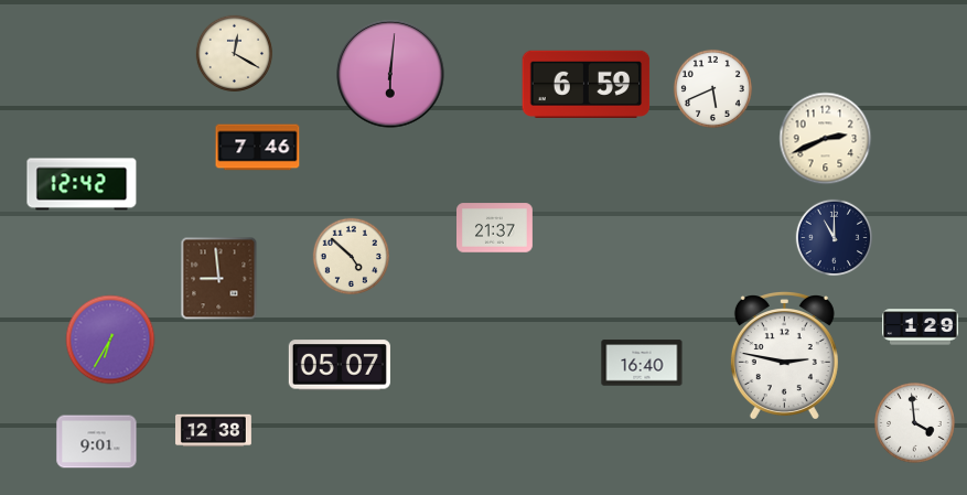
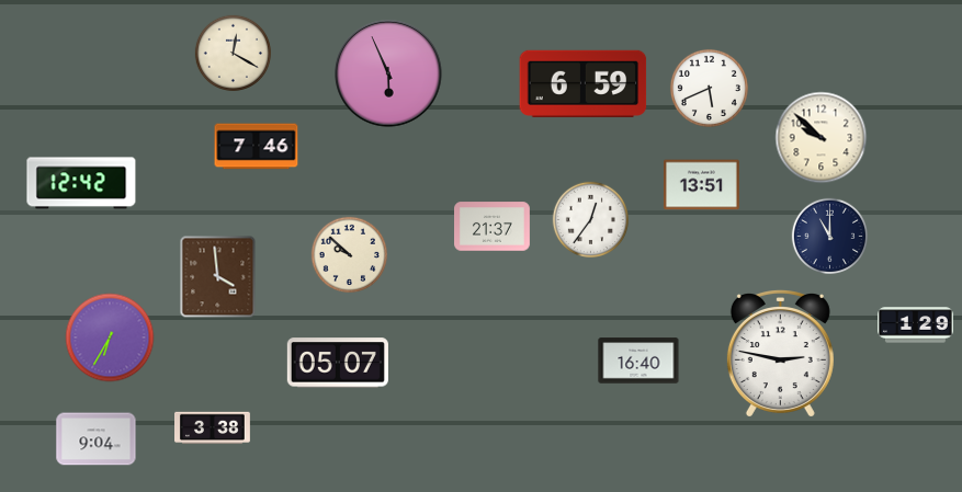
clock at (390, 74): 6:01 -> 5:56
clock at (826, 139): 2:41 -> 9:52
clock at (701, 185): none -> 13:51
clock at (590, 219): none -> 12:36
clock at (351, 256): 4:52 -> 9:52
clock at (219, 279): 8:59 -> 3:59
clock at (915, 423): 3:59 -> none
clock at (214, 431): 12:38 -> 3:38
clock at (97, 442): 9:01 -> 9:04
